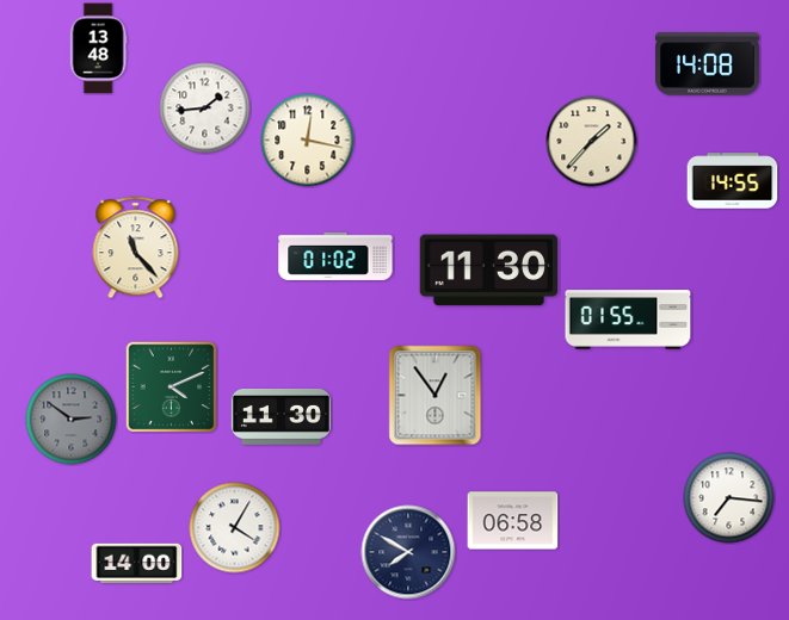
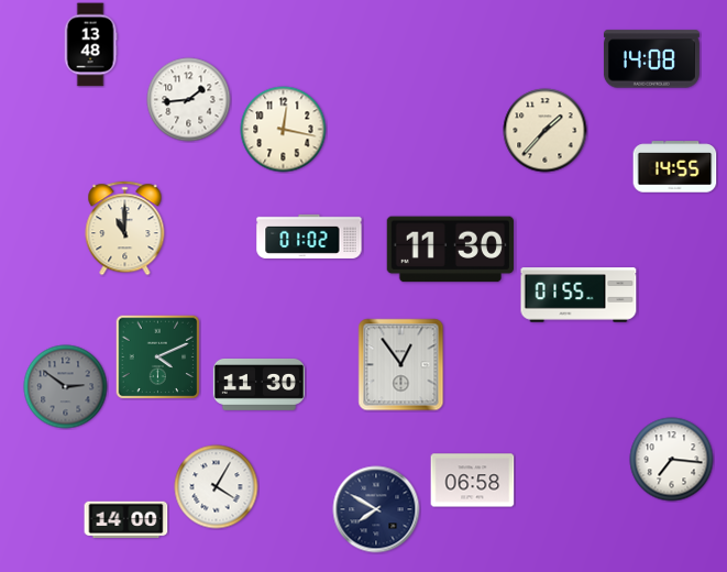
clock at (136, 248): 11:23 -> 11:00
